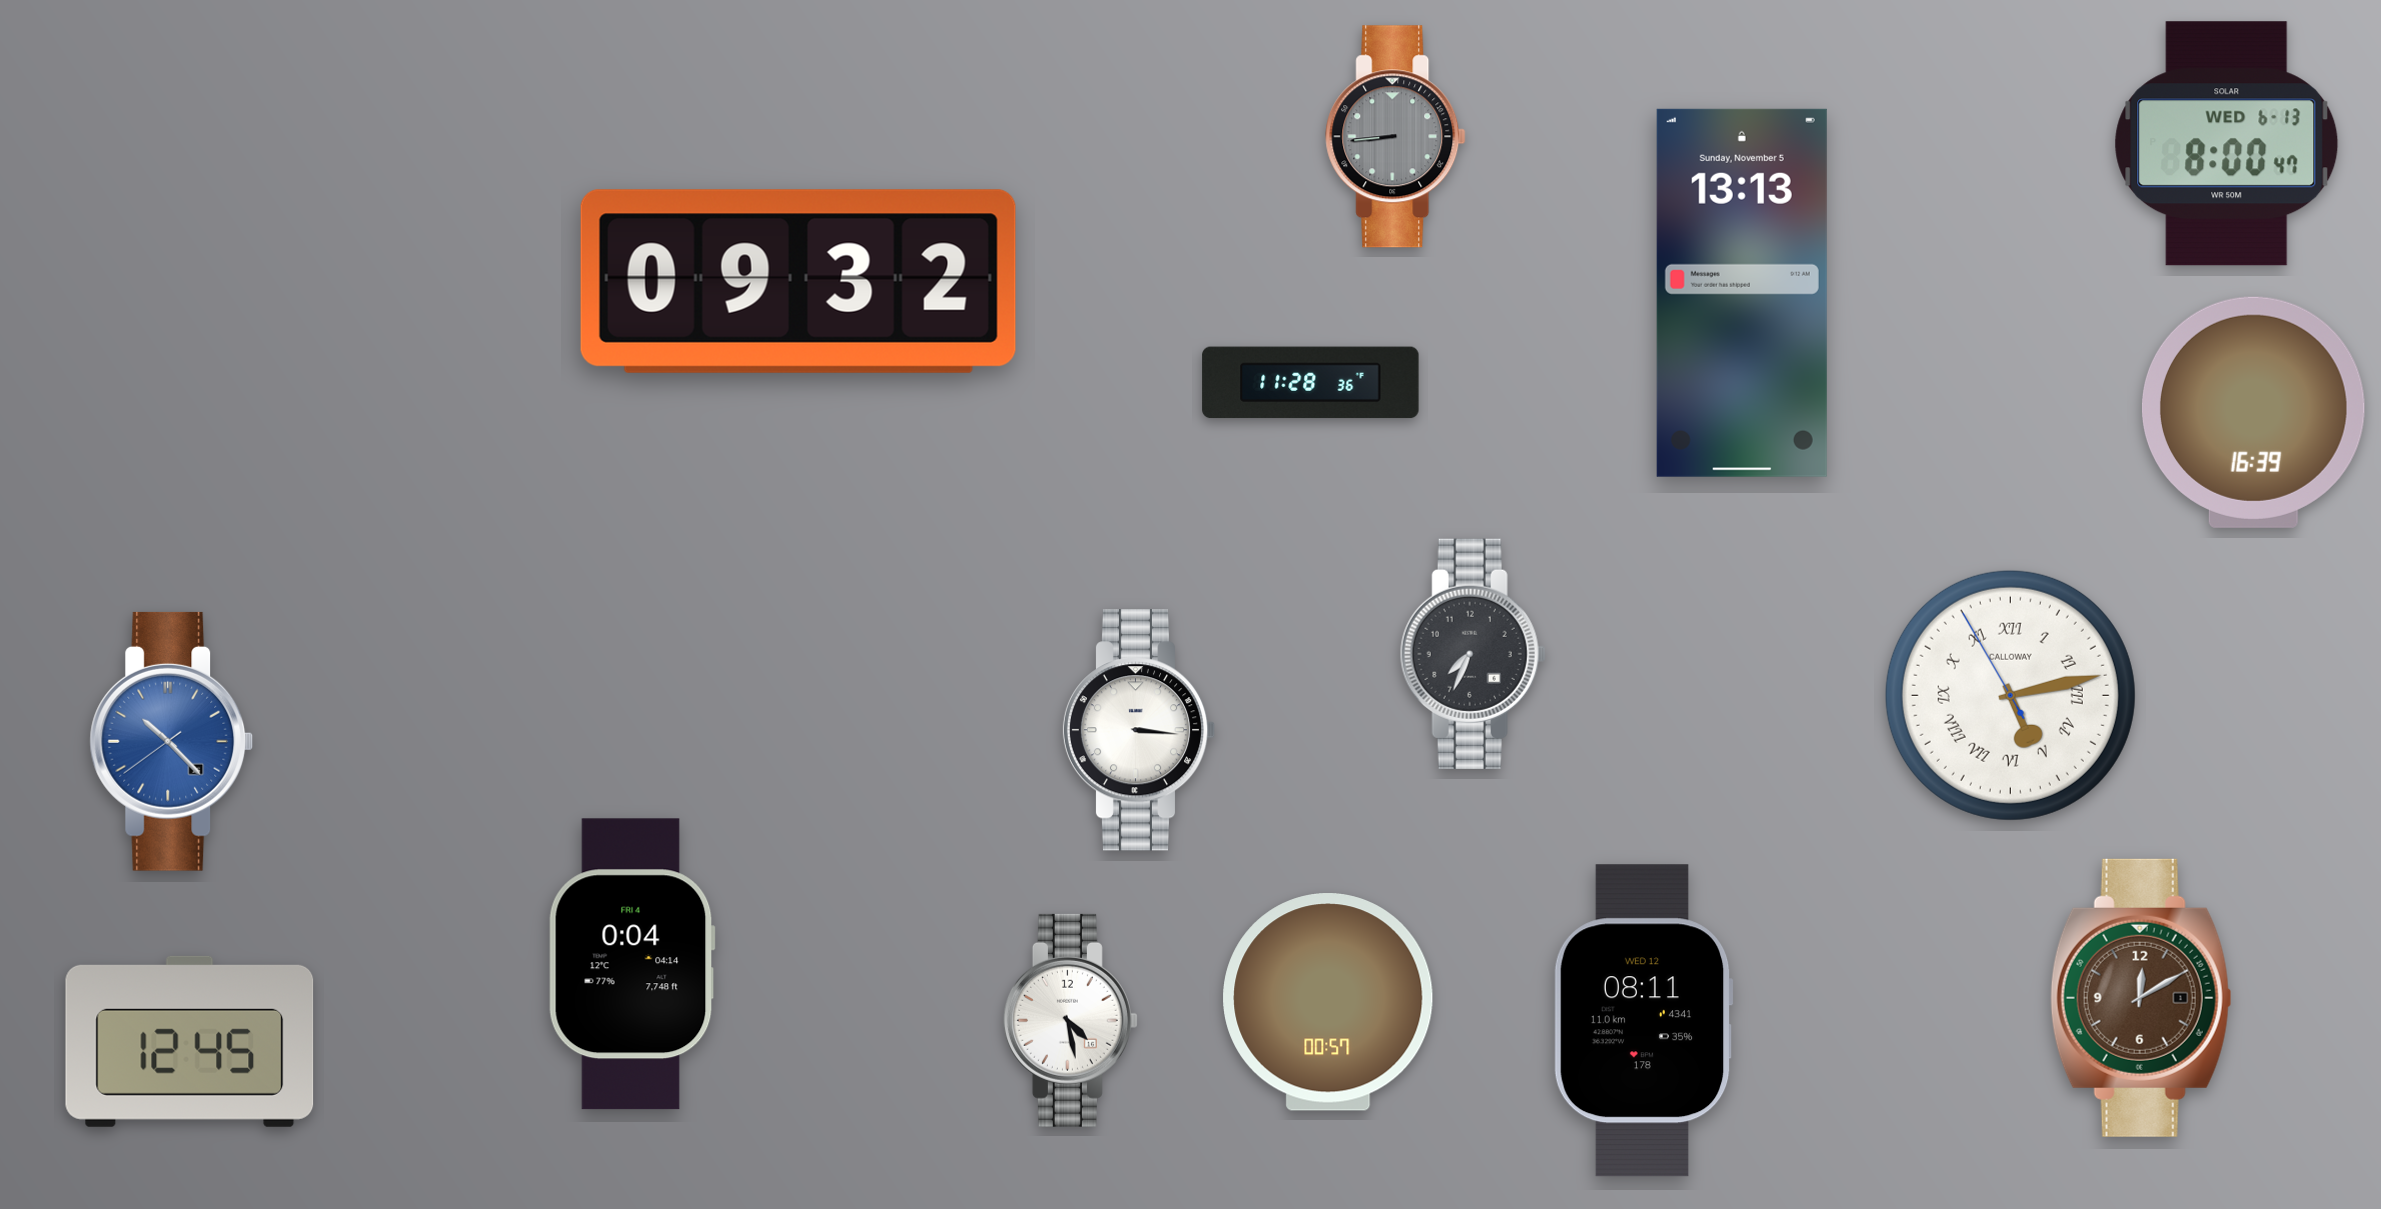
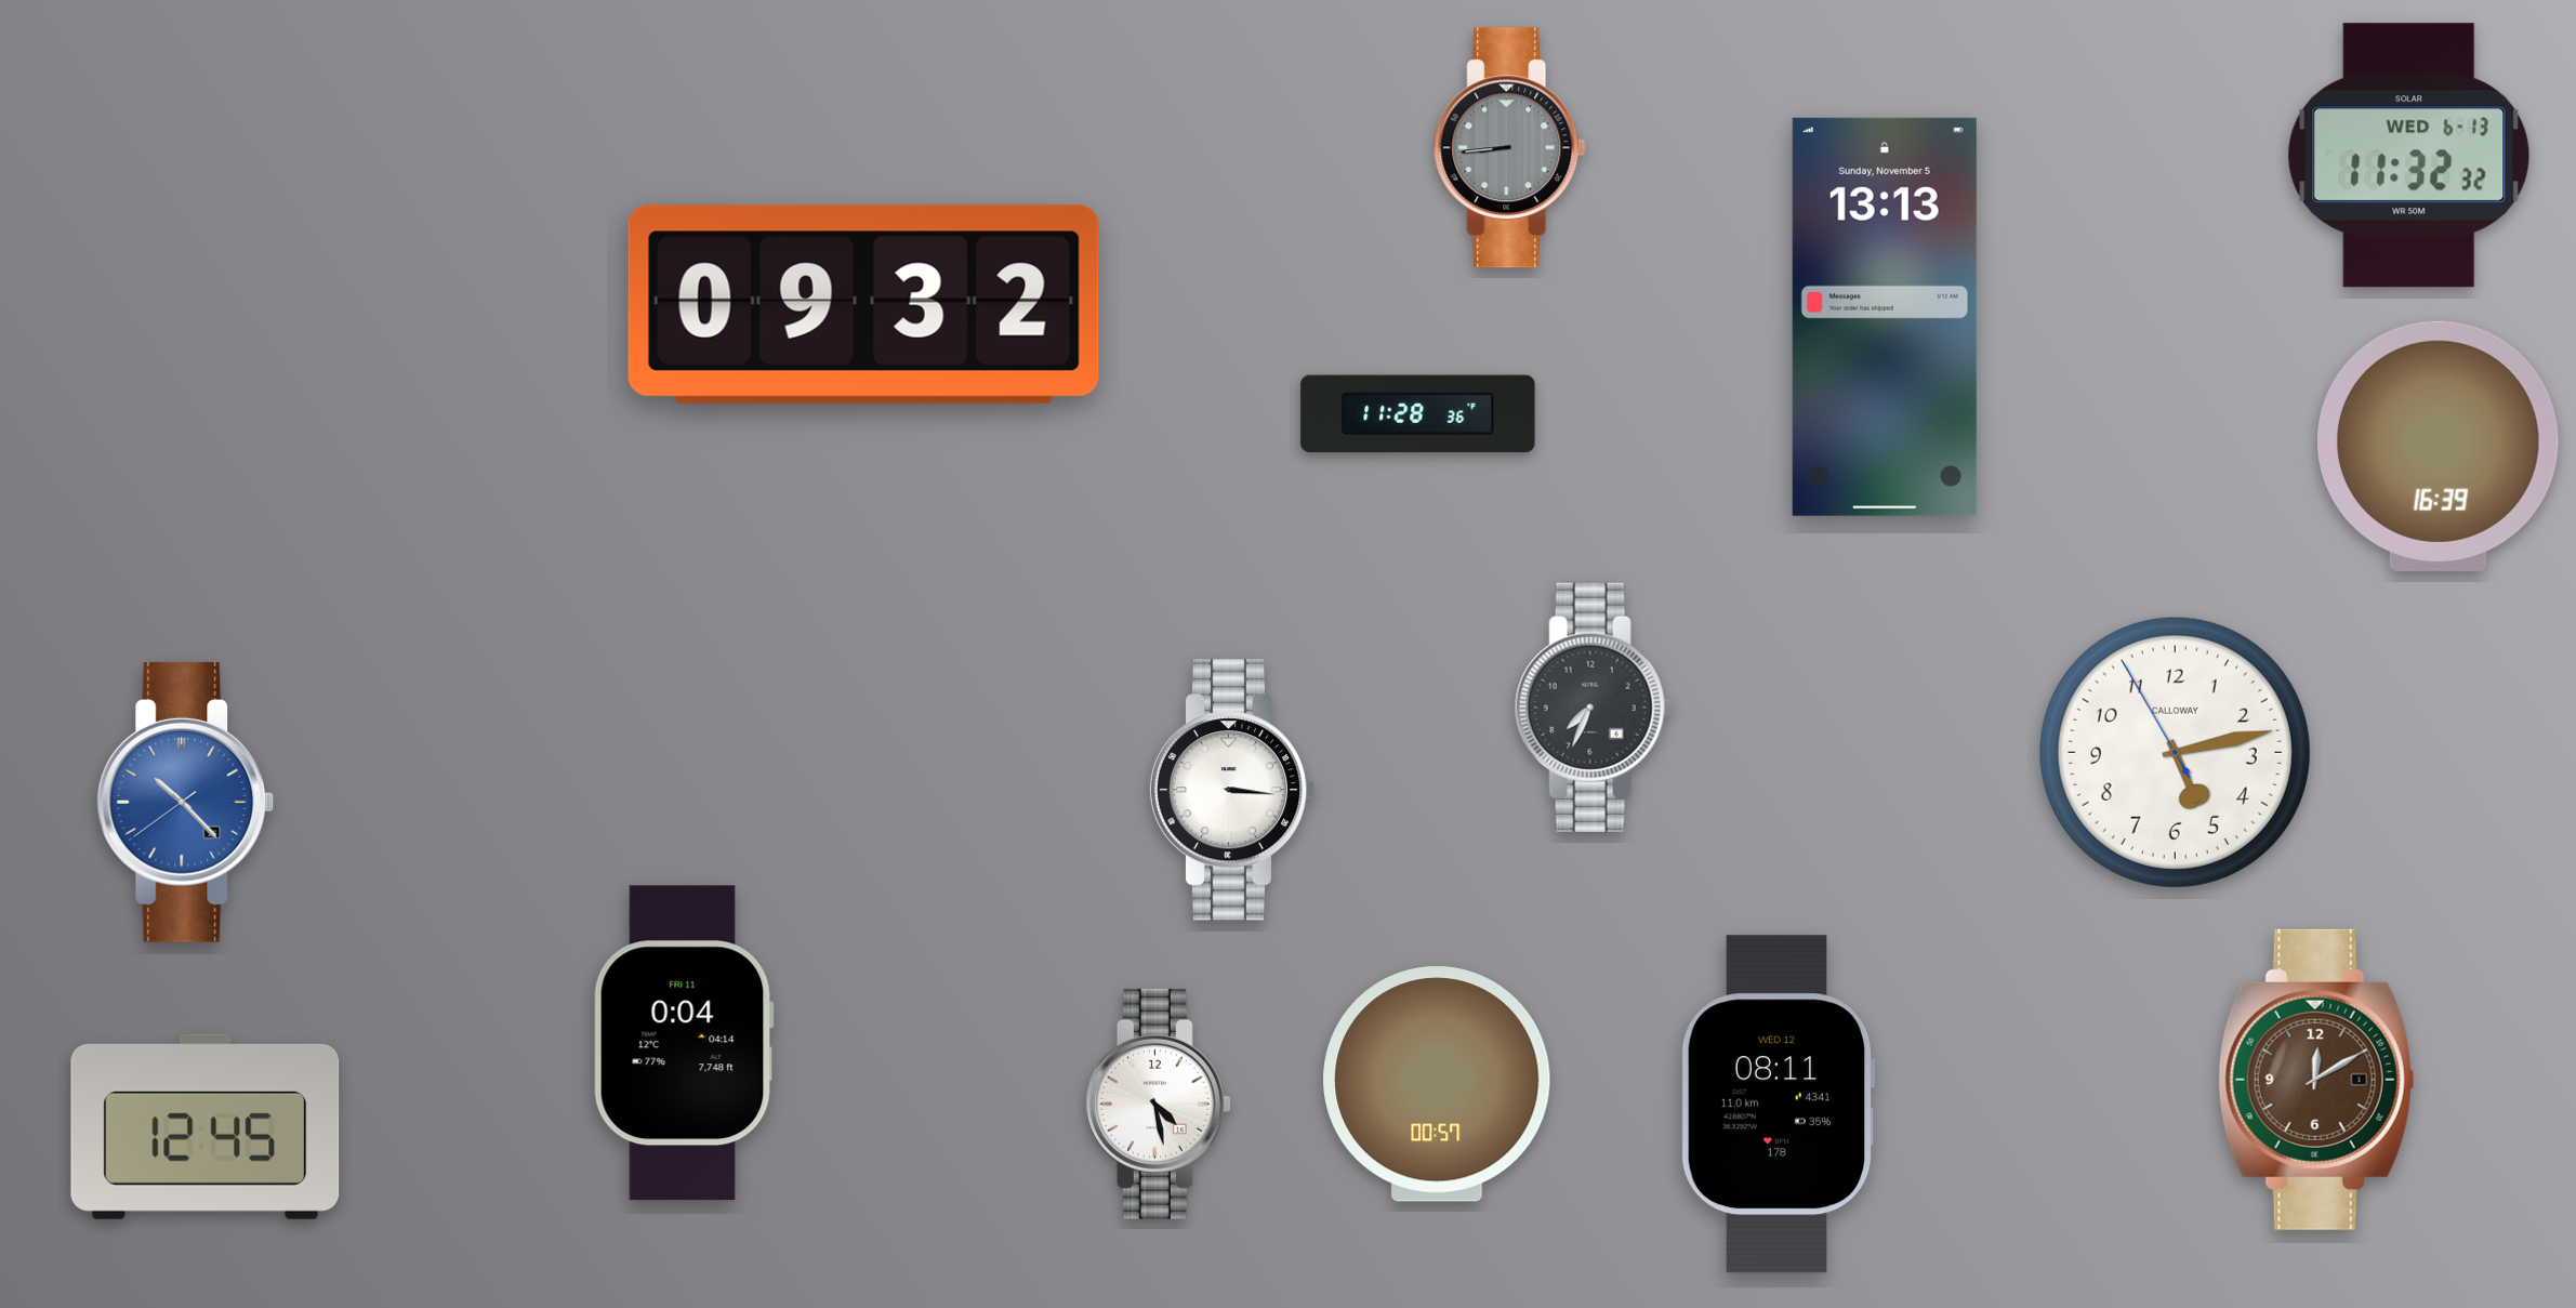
clock at (2227, 144): 8:00 -> 11:32
clock at (2010, 695) numerals: Roman -> Arabic
clock at (632, 964) date: FRI 4 -> FRI 11
